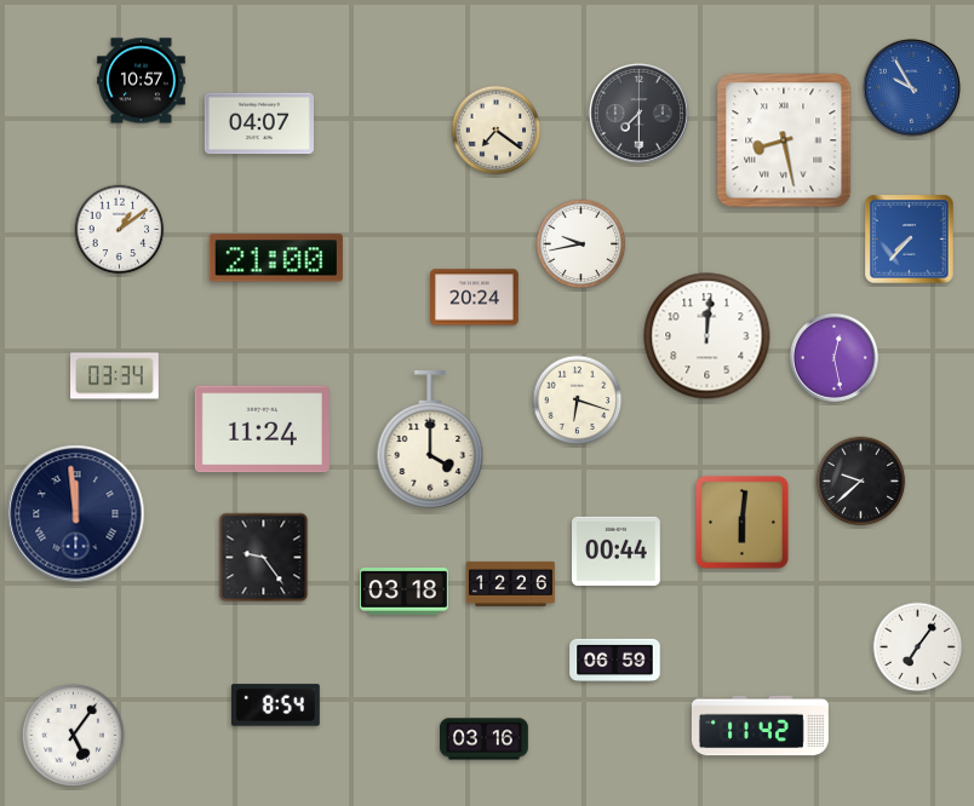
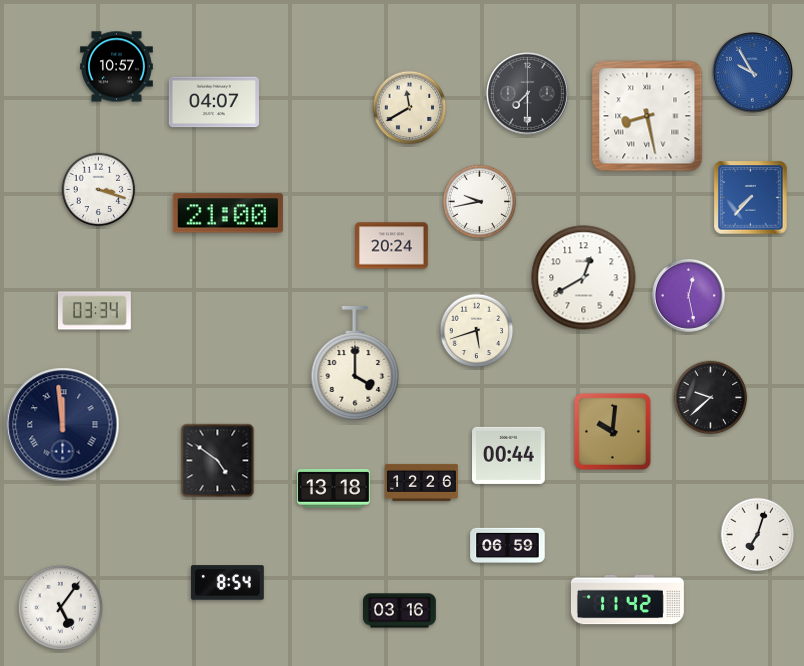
clock at (497, 131): 7:21 -> 11:40
clock at (120, 230): 1:09 -> 3:18
clock at (707, 336): 12:01 -> 12:40
clock at (578, 401): 6:18 -> 5:42
clock at (262, 430): 11:24 -> none
clock at (741, 522): 6:01 -> 10:01
clock at (264, 558): 9:24 -> 4:51
clock at (405, 592): 03:18 -> 13:18
clock at (918, 647): 7:06 -> 7:03
